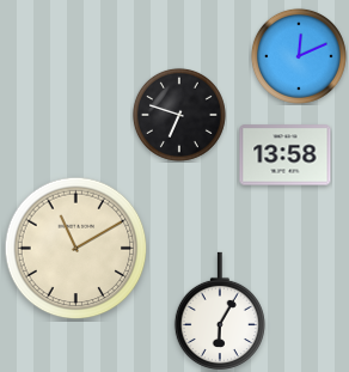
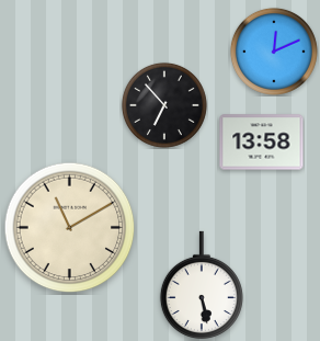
clock at (179, 115): 6:48 -> 6:53
clock at (220, 311): 6:05 -> 5:28
